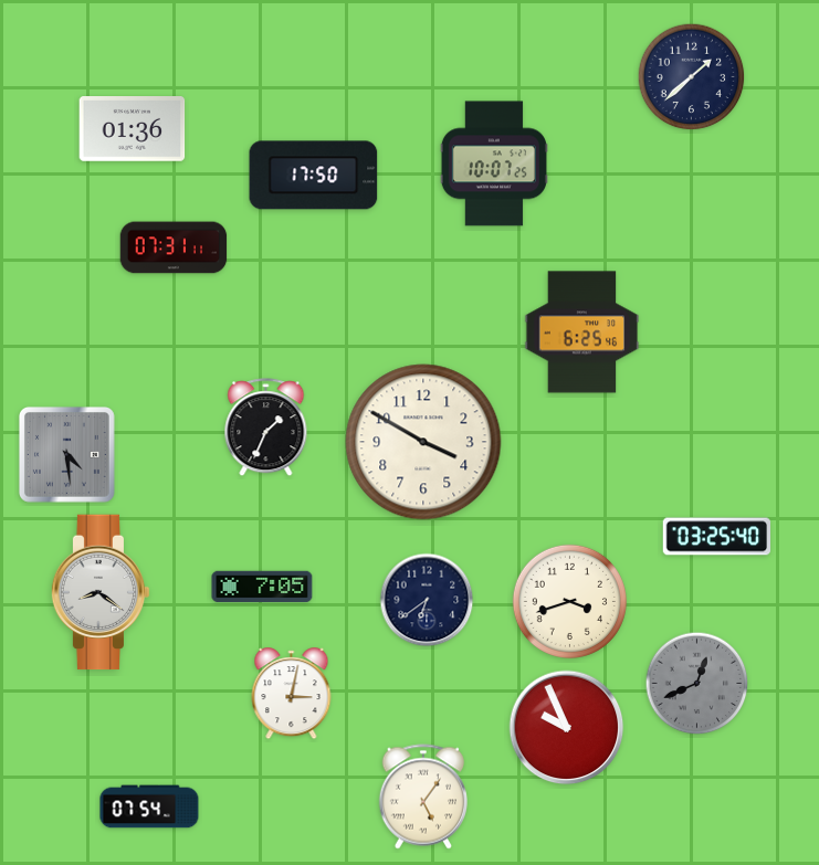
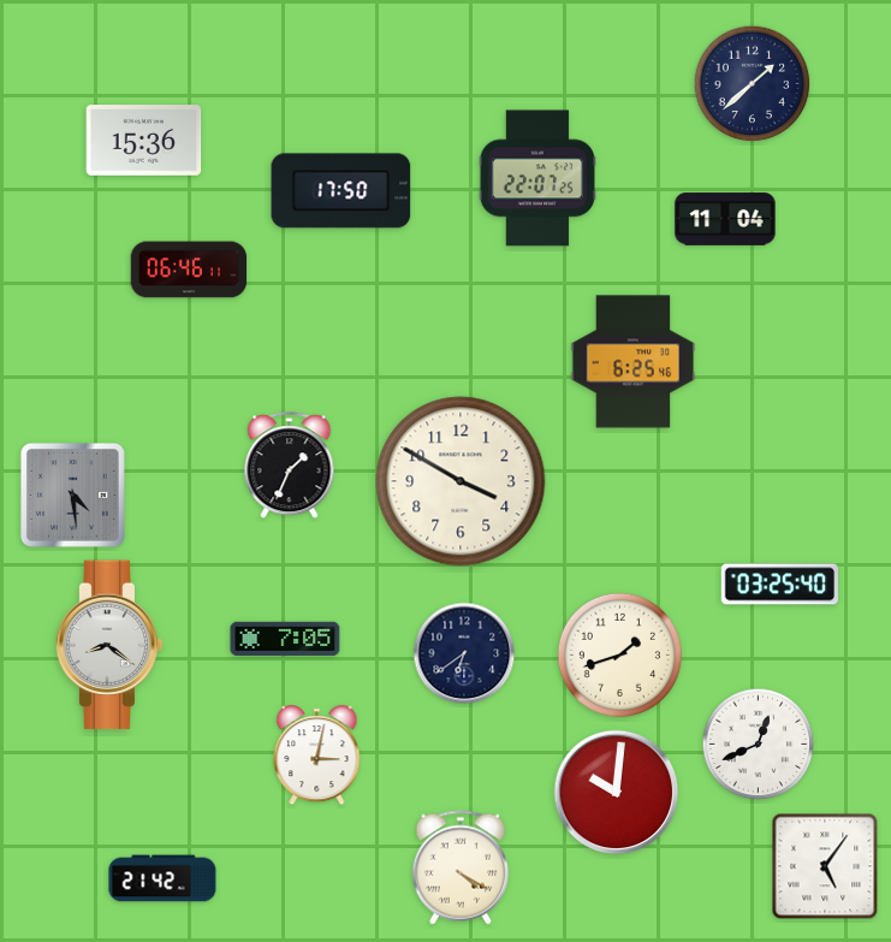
clock at (133, 129): 01:36 -> 15:36
clock at (494, 163): 10:07 -> 22:07
clock at (725, 219): none -> 11:04
clock at (174, 247): 07:31 -> 06:46
clock at (569, 601): 3:42 -> 1:42
clock at (697, 684) dial: grey -> white
clock at (567, 728): 9:56 -> 10:01
clock at (825, 866): none -> 5:06
clock at (422, 797): 5:06 -> 4:20
clock at (149, 806): 07:54 -> 21:42
